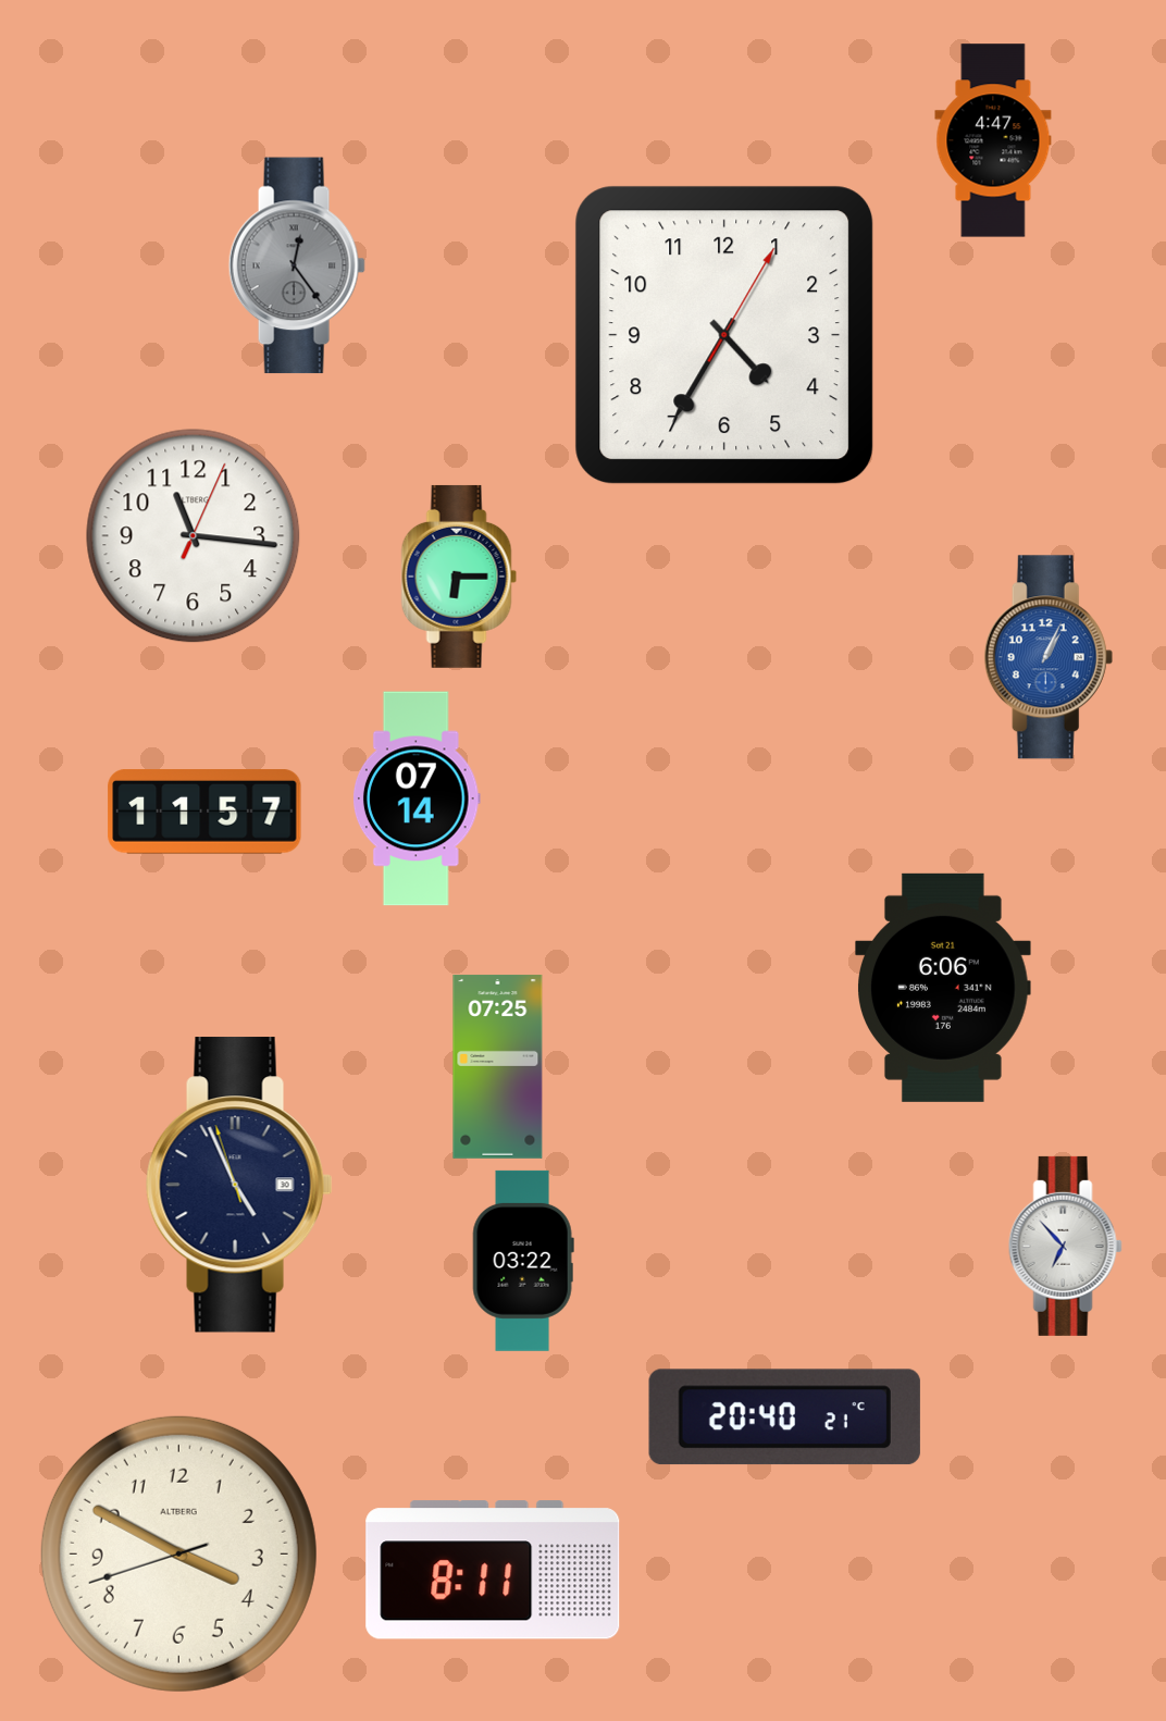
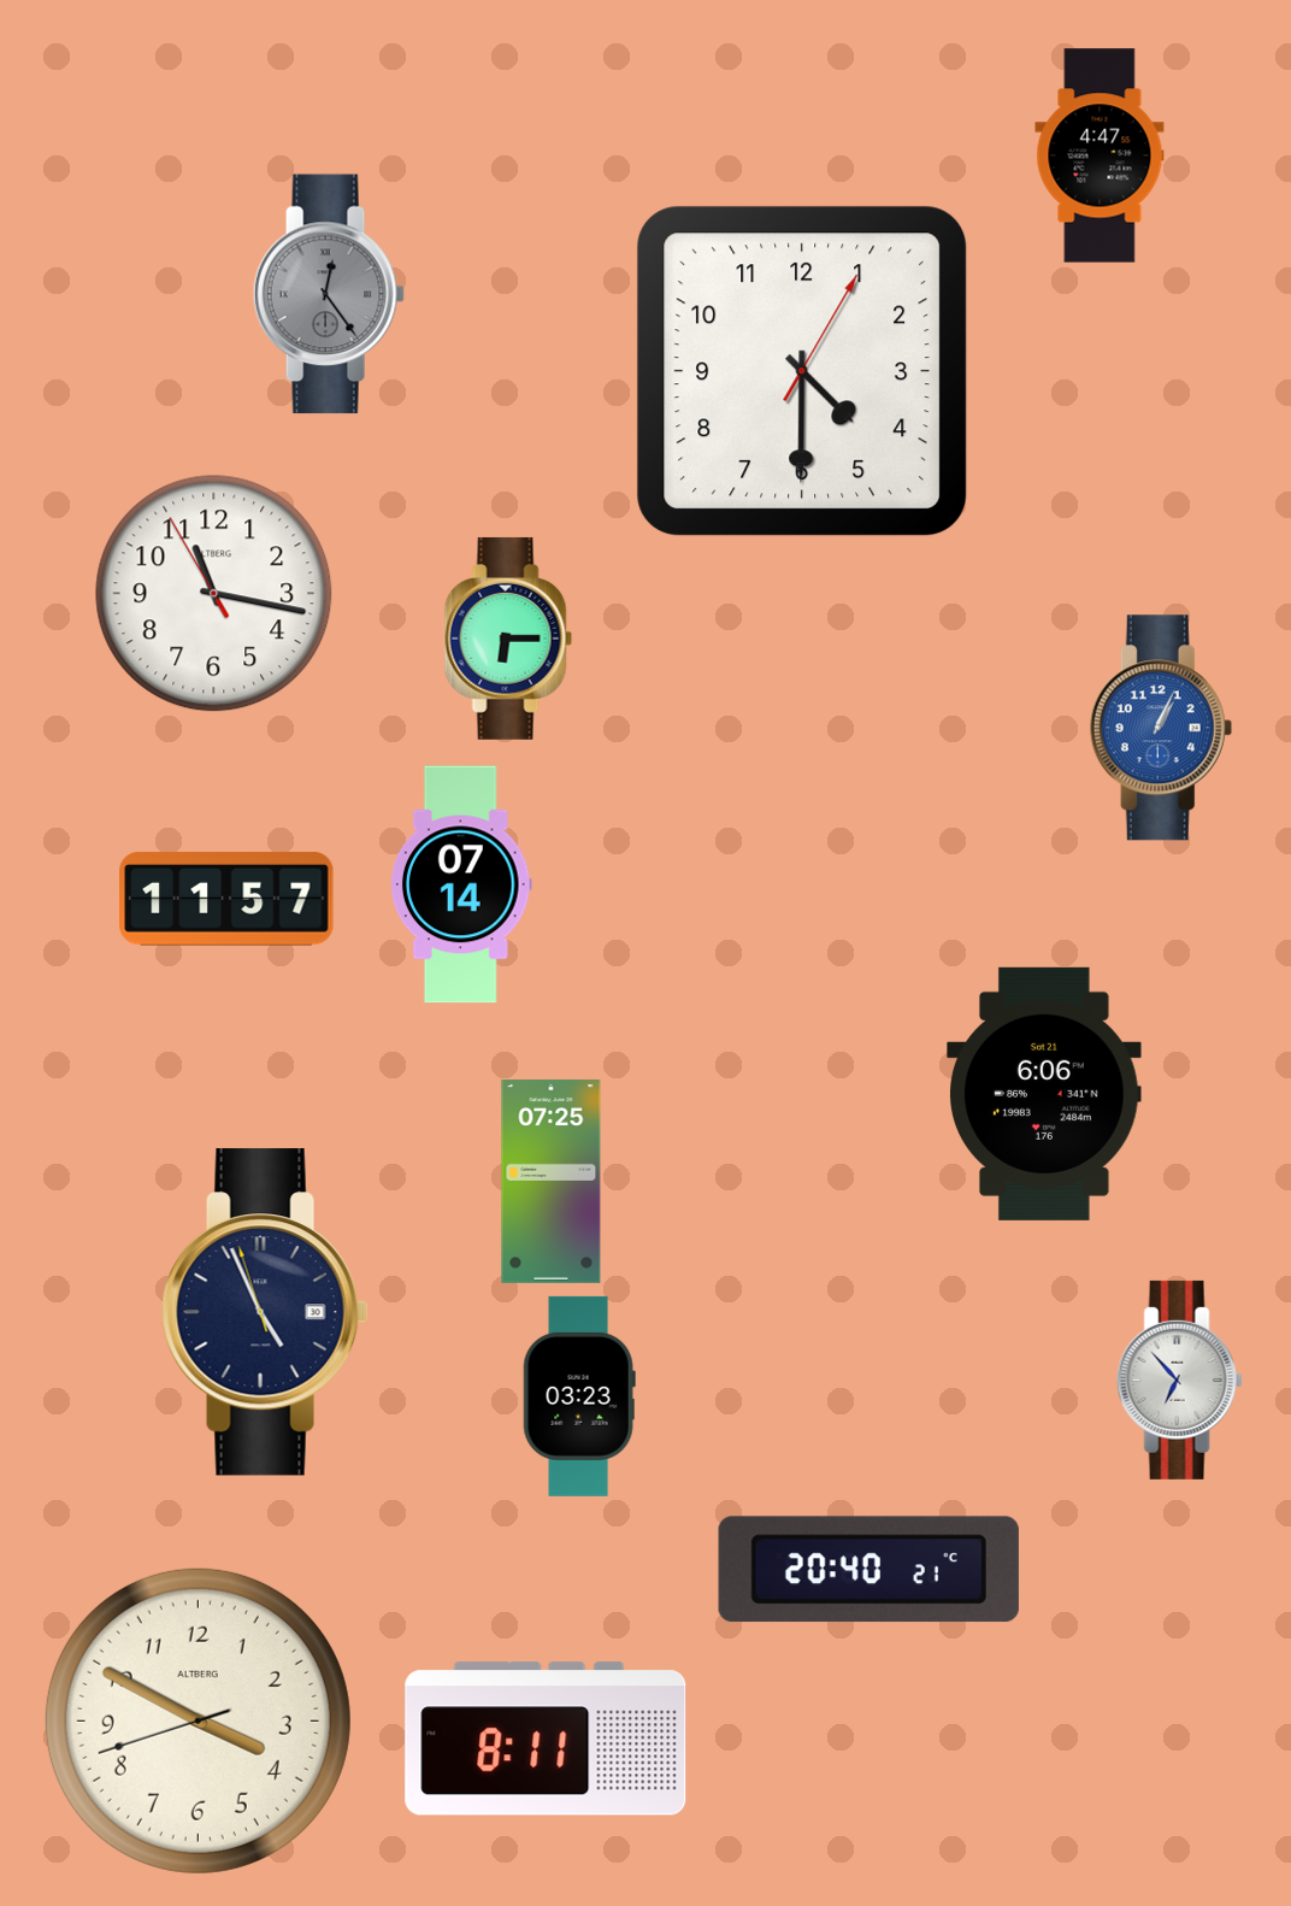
clock at (724, 335): 4:35 -> 4:30
clock at (194, 536): 11:16:04 -> 11:16:55
clock at (523, 1261): 03:22 -> 03:23
